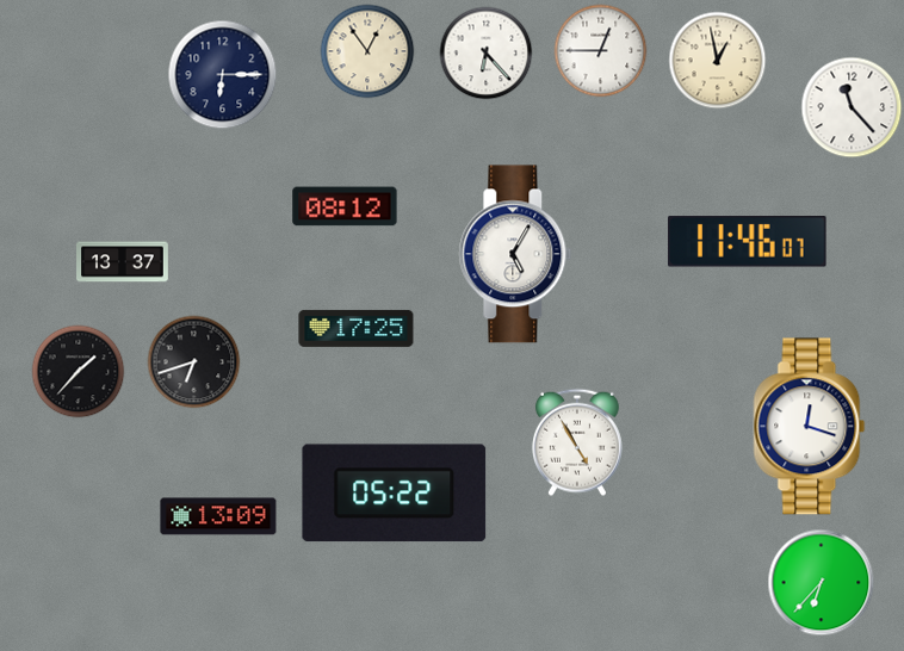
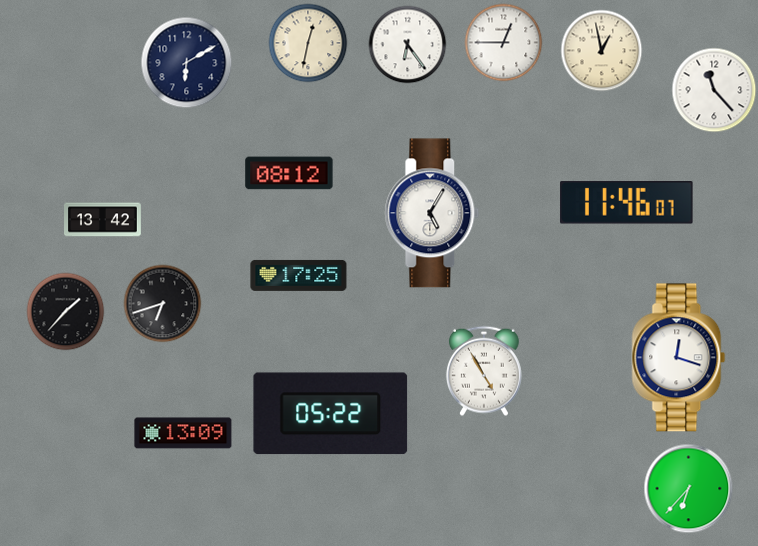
clock at (367, 51): 12:54 -> 12:32
clock at (485, 52): 6:23 -> 6:24
clock at (222, 74): 6:15 -> 6:10
clock at (123, 262): 13:37 -> 13:42
